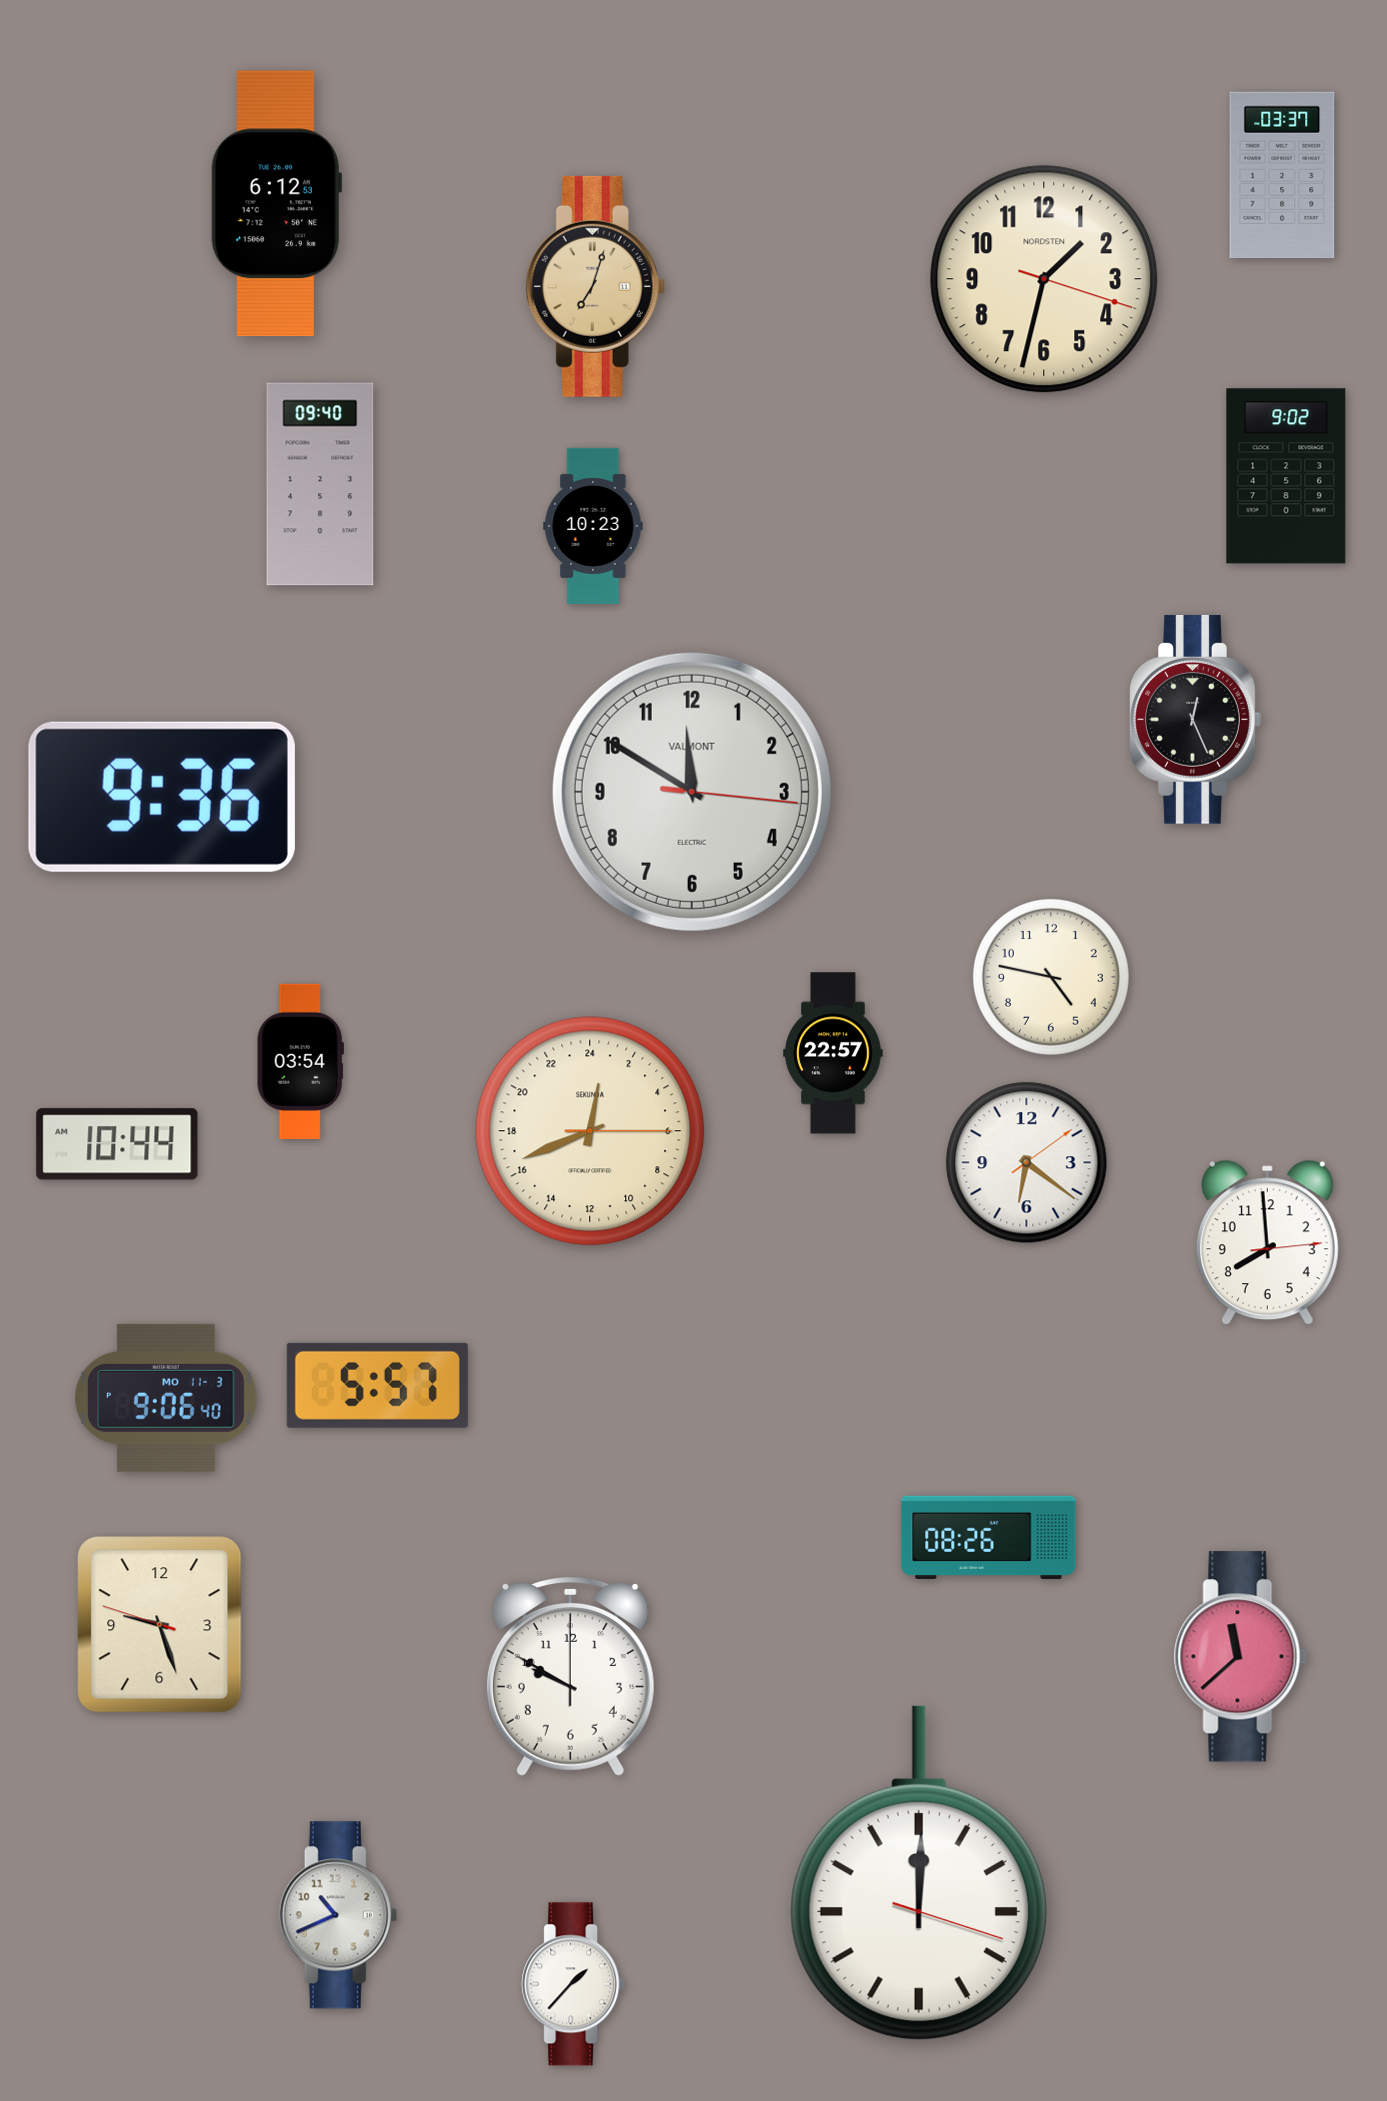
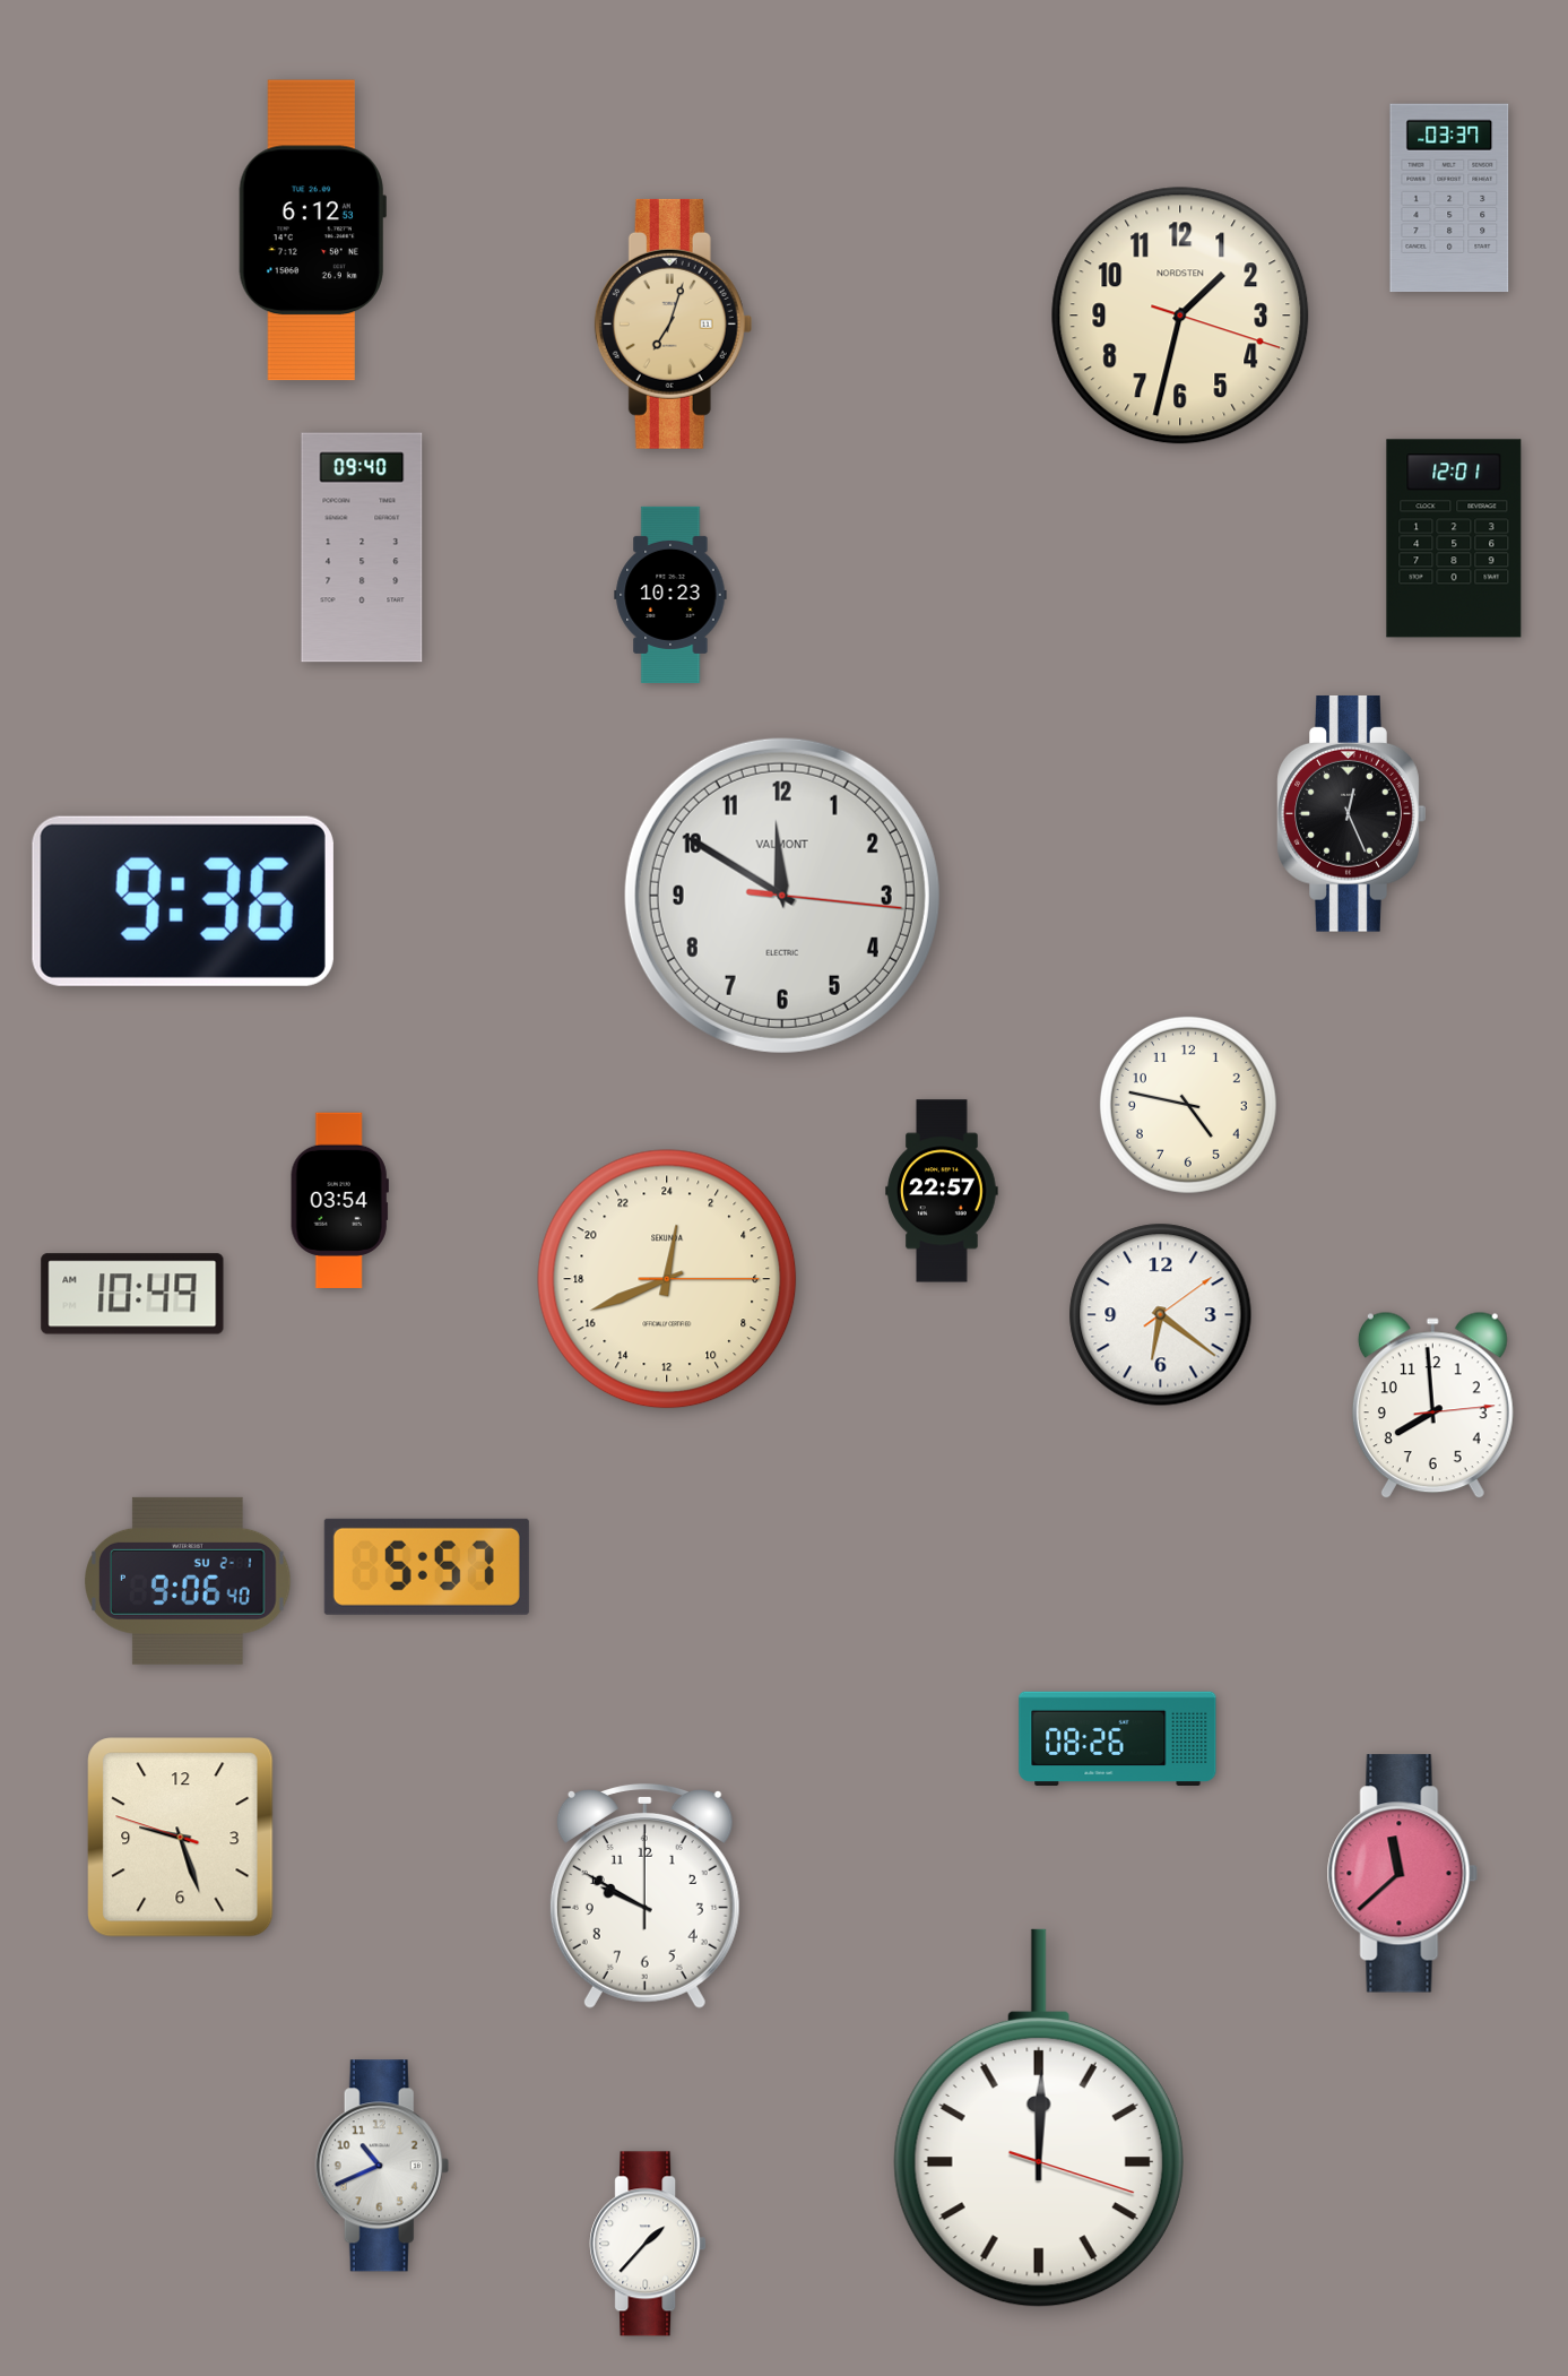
clock at (1286, 476): 9:02 -> 12:01
clock at (117, 1144): 10:44 -> 10:49
clock at (166, 1398) date: MO 11-3 -> SU 2-1
